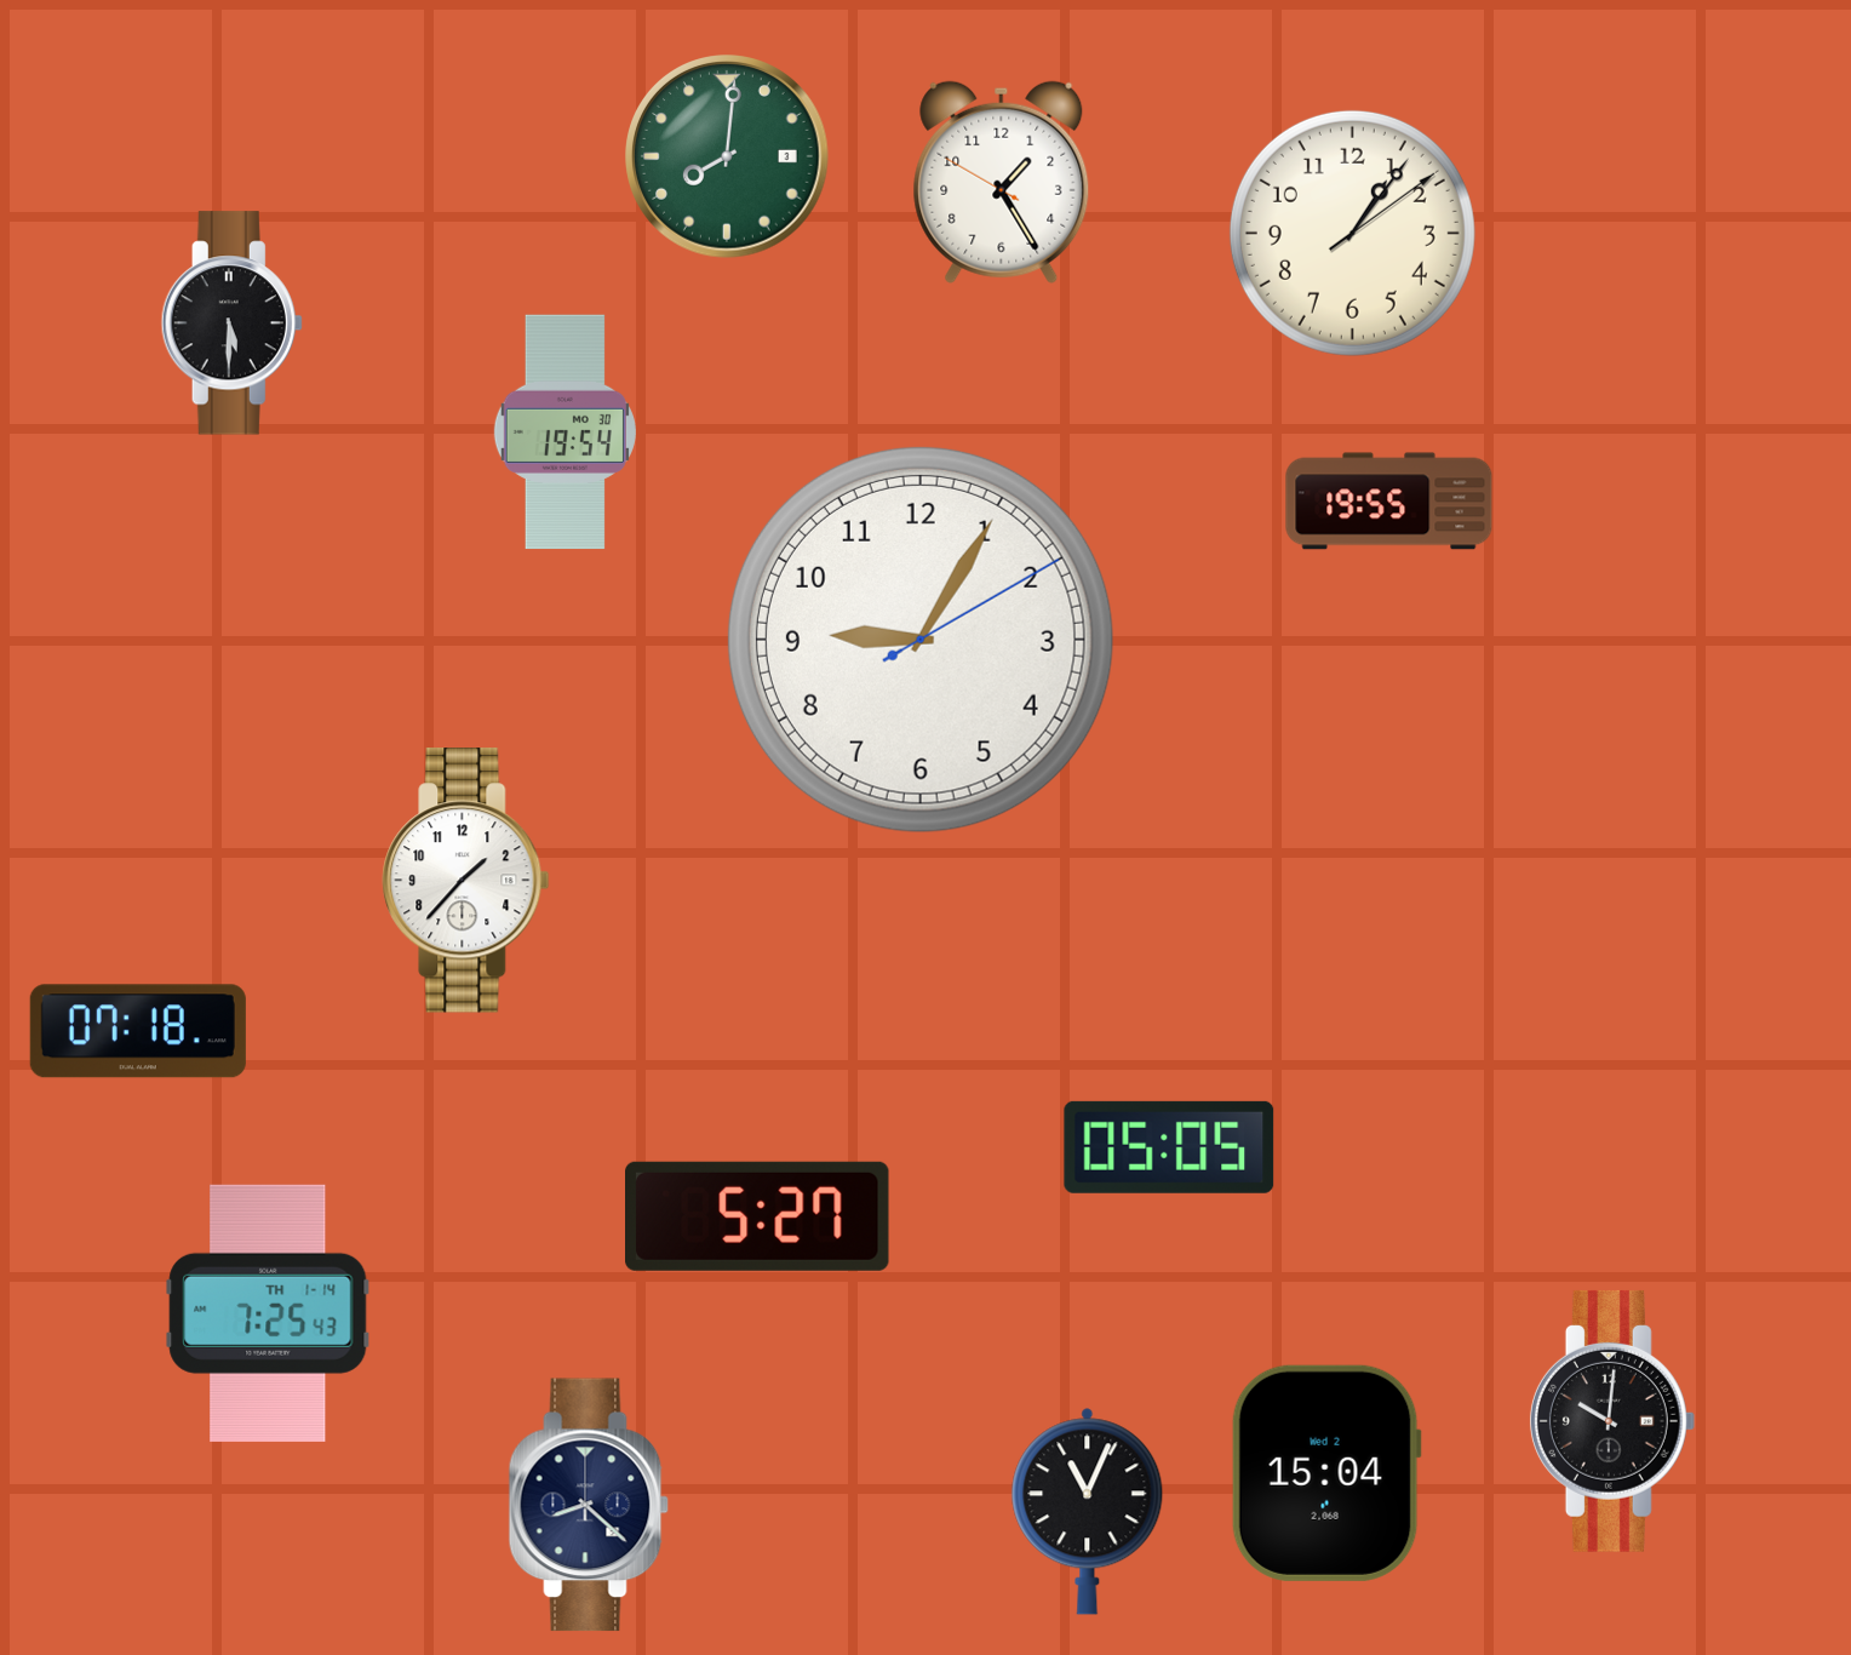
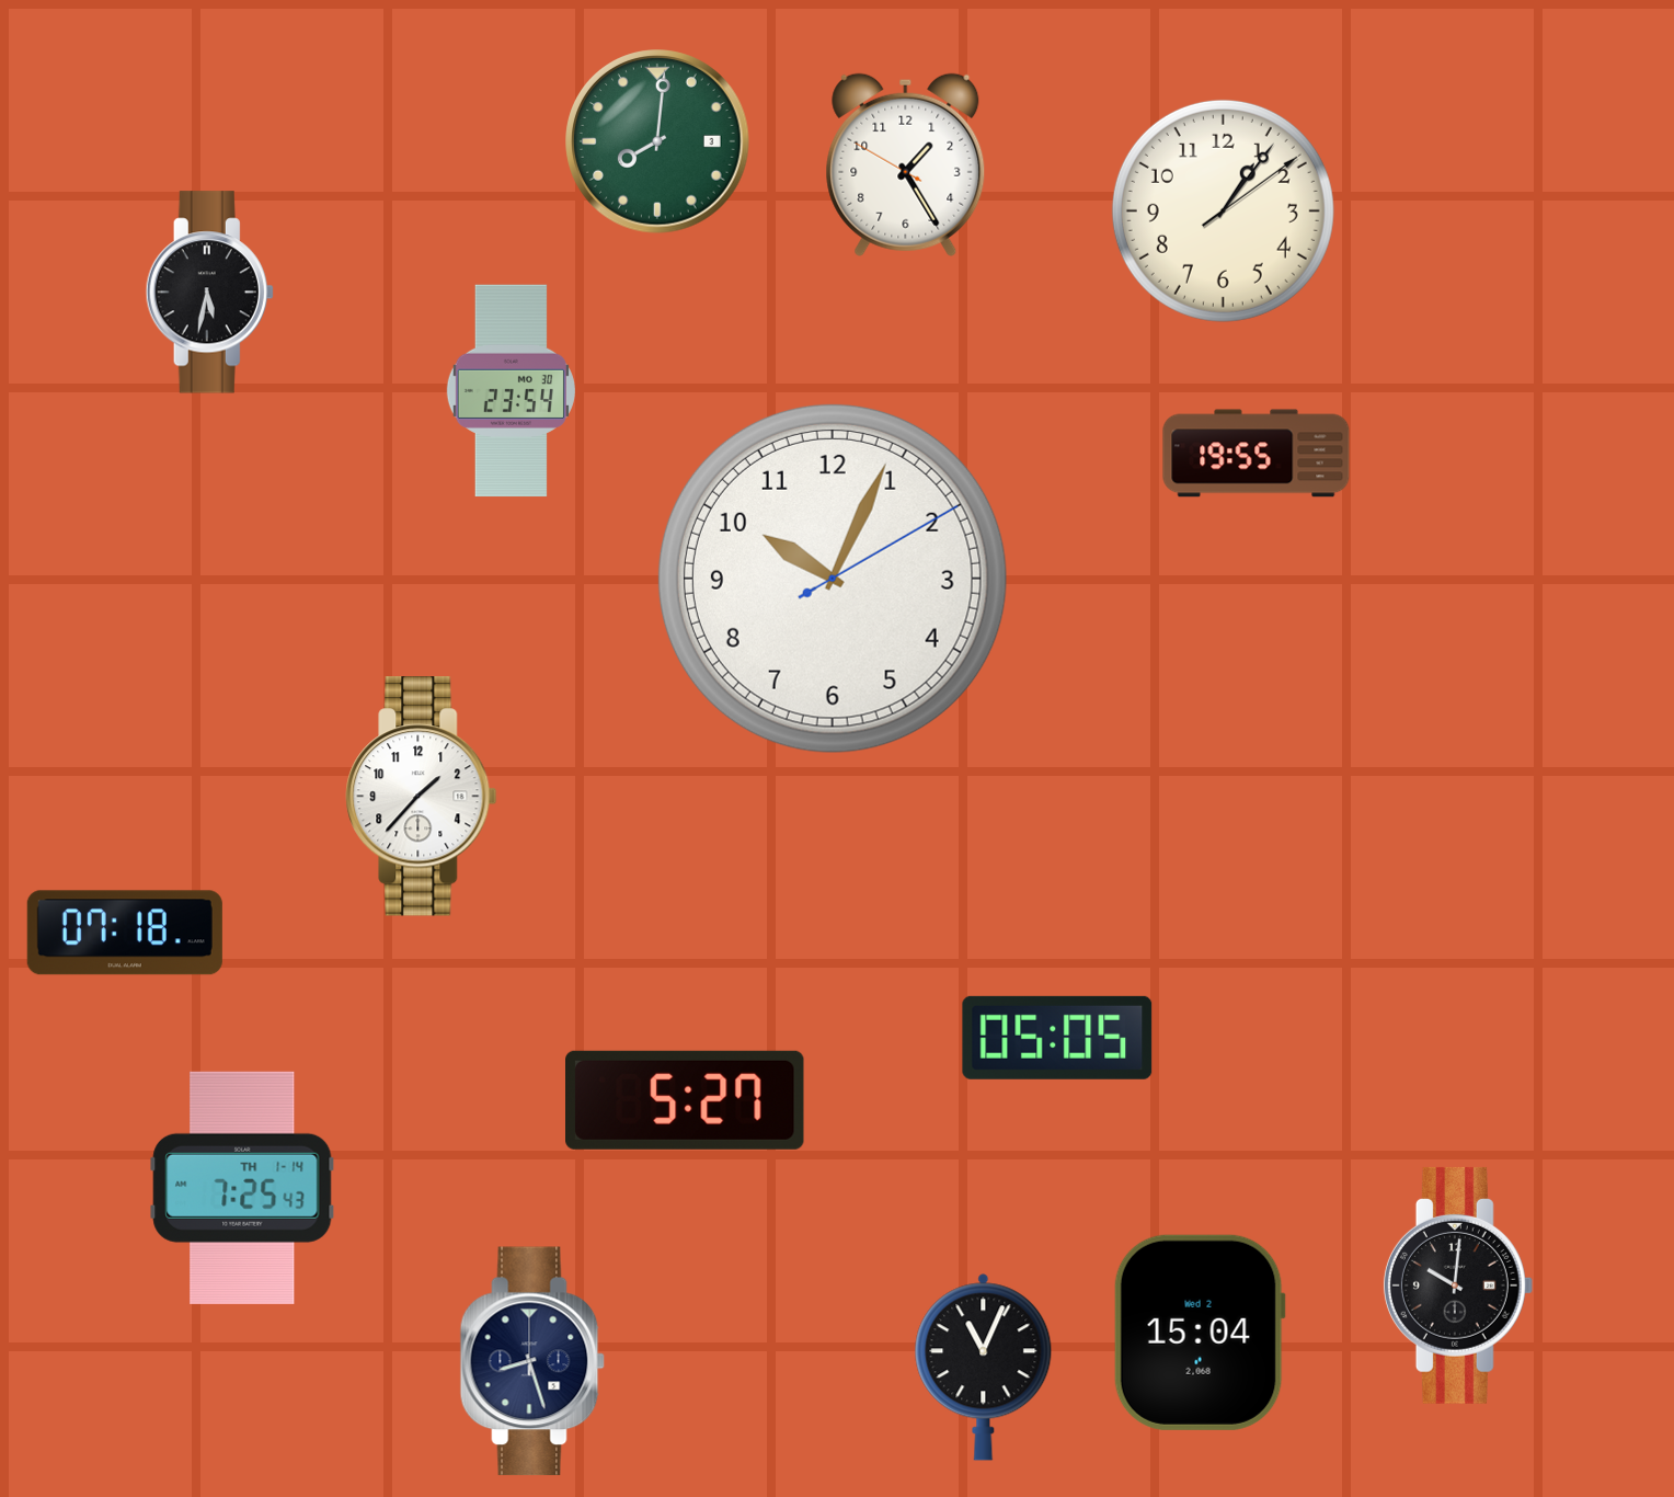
clock at (231, 323): 5:30 -> 5:32
clock at (565, 433): 19:54 -> 23:54
clock at (921, 640): 9:05 -> 10:04
clock at (589, 1505): 8:22 -> 8:27
